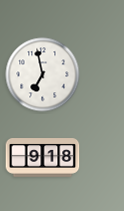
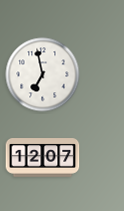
clock at (43, 158): 9:18 -> 12:07
